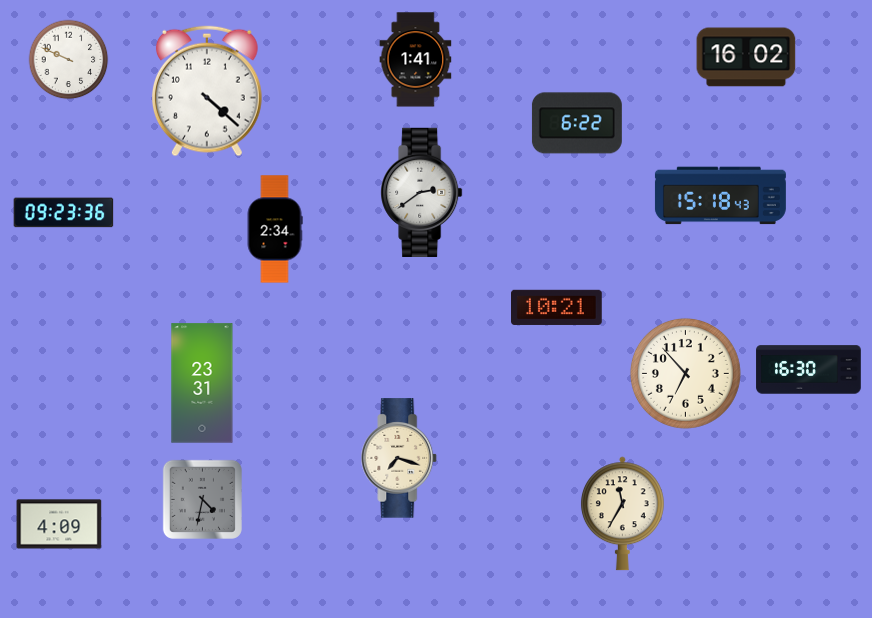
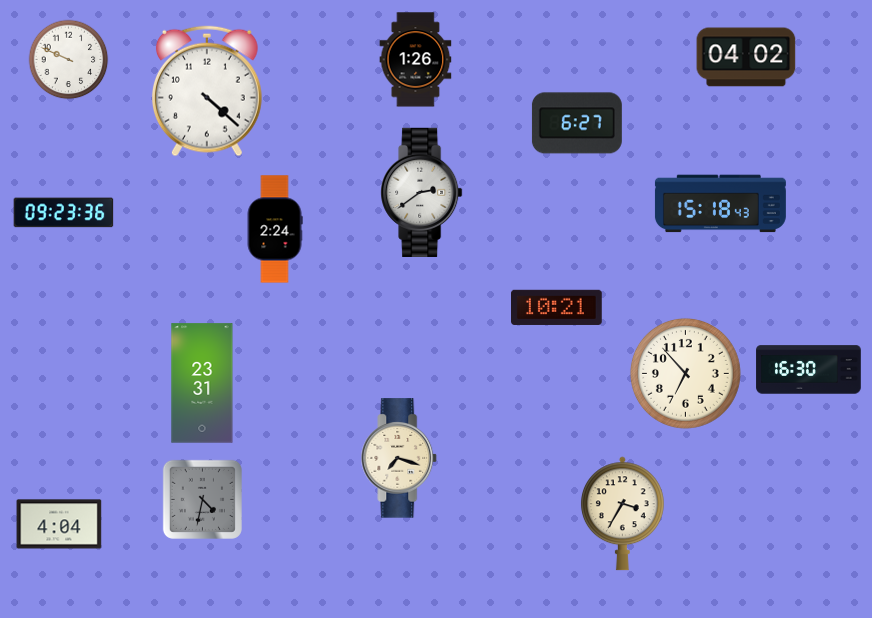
clock at (746, 57): 16:02 -> 04:02
clock at (416, 60): 1:41 -> 1:26
clock at (577, 123): 6:22 -> 6:27
clock at (720, 196) position: (720, 196) -> (720, 204)
clock at (275, 229): 2:34 -> 2:24
clock at (622, 514): 11:35 -> 3:35
clock at (59, 524): 4:09 -> 4:04
